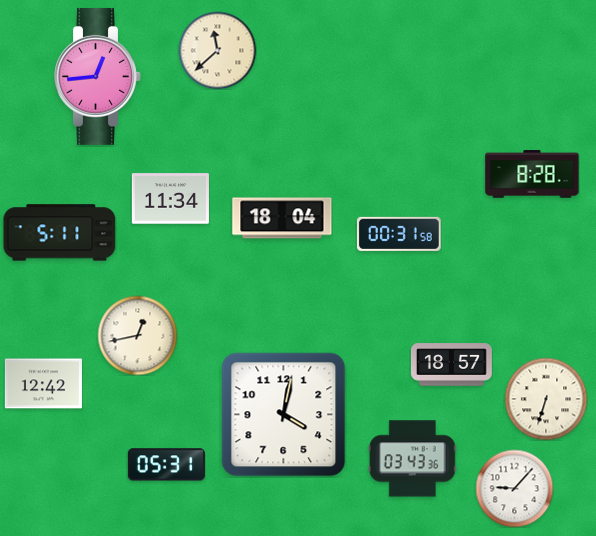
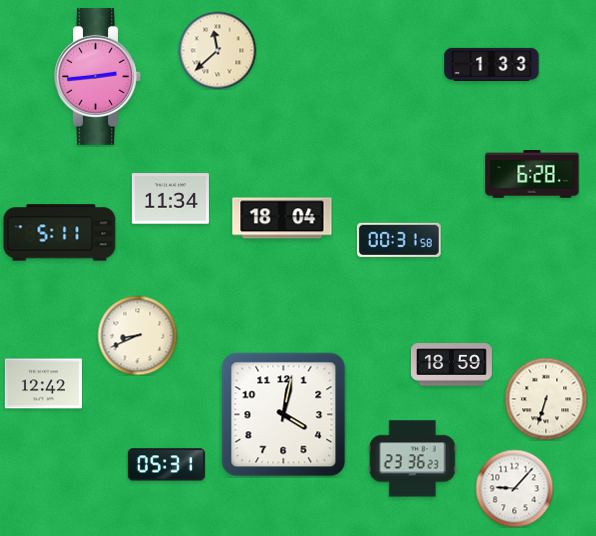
clock at (492, 64): none -> 1:33
clock at (98, 76): 12:44 -> 2:44
clock at (532, 174): 8:28 -> 6:28
clock at (399, 234) position: (399, 234) -> (399, 240)
clock at (137, 335): 12:43 -> 8:41
clock at (451, 365): 18:57 -> 18:59
clock at (412, 459): 03:43 -> 23:36
